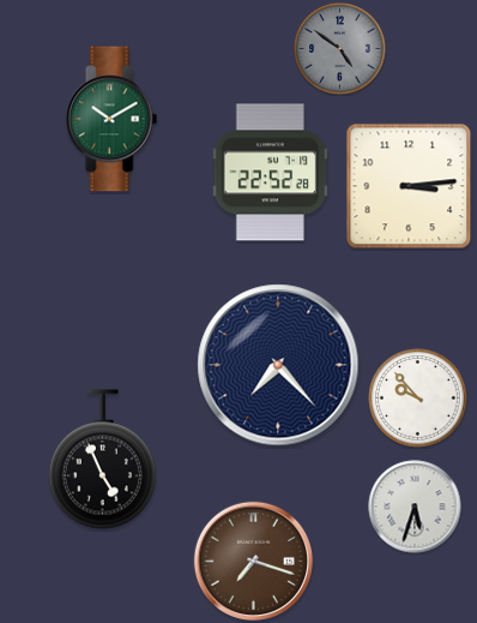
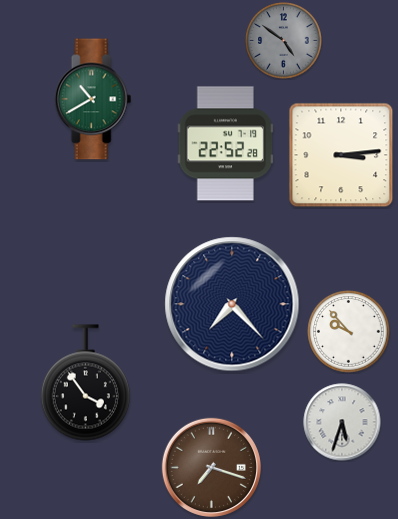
clock at (111, 119): 10:10 -> 10:40
clock at (102, 460): 4:56 -> 3:54
clock at (415, 507) position: (415, 507) -> (342, 422)
